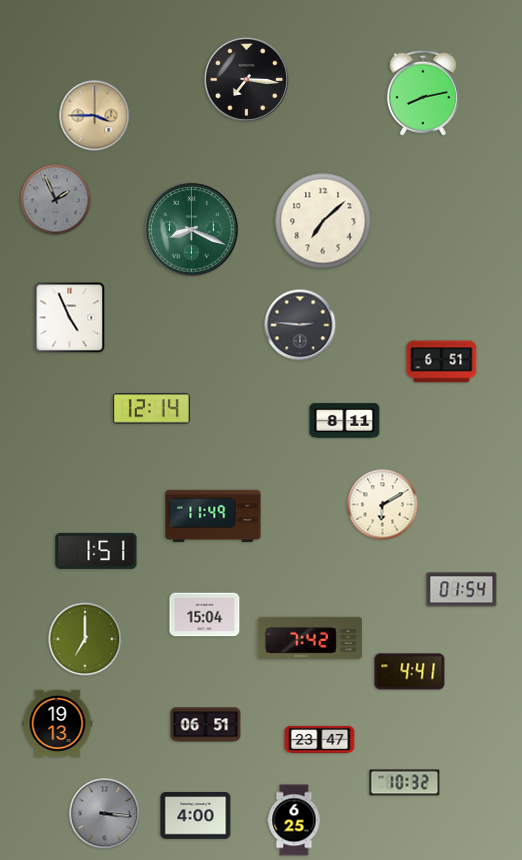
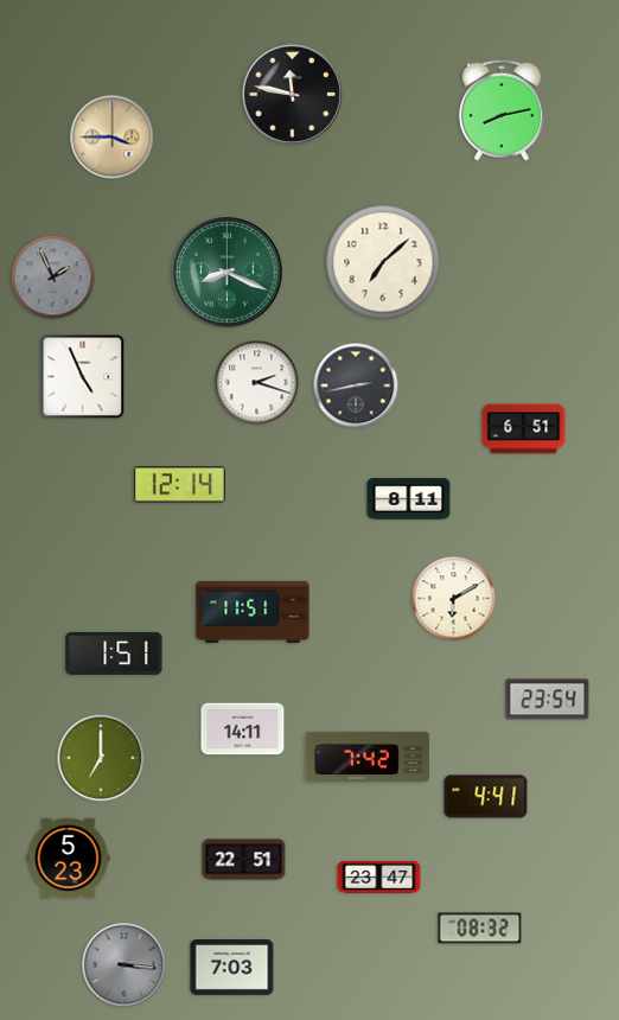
clock at (246, 79): 7:16 -> 11:47
clock at (56, 200) position: (56, 200) -> (53, 278)
clock at (257, 383): none -> 2:18
clock at (300, 325): 2:46 -> 2:43
clock at (213, 516): 11:49 -> 11:51
clock at (462, 590): 01:54 -> 23:54
clock at (205, 615): 15:04 -> 14:11
clock at (58, 723): 19:13 -> 5:23
clock at (206, 725): 06:51 -> 22:51
clock at (405, 783): 10:32 -> 08:32
clock at (196, 816): 4:00 -> 7:03
clock at (294, 820): 6:25 -> none
